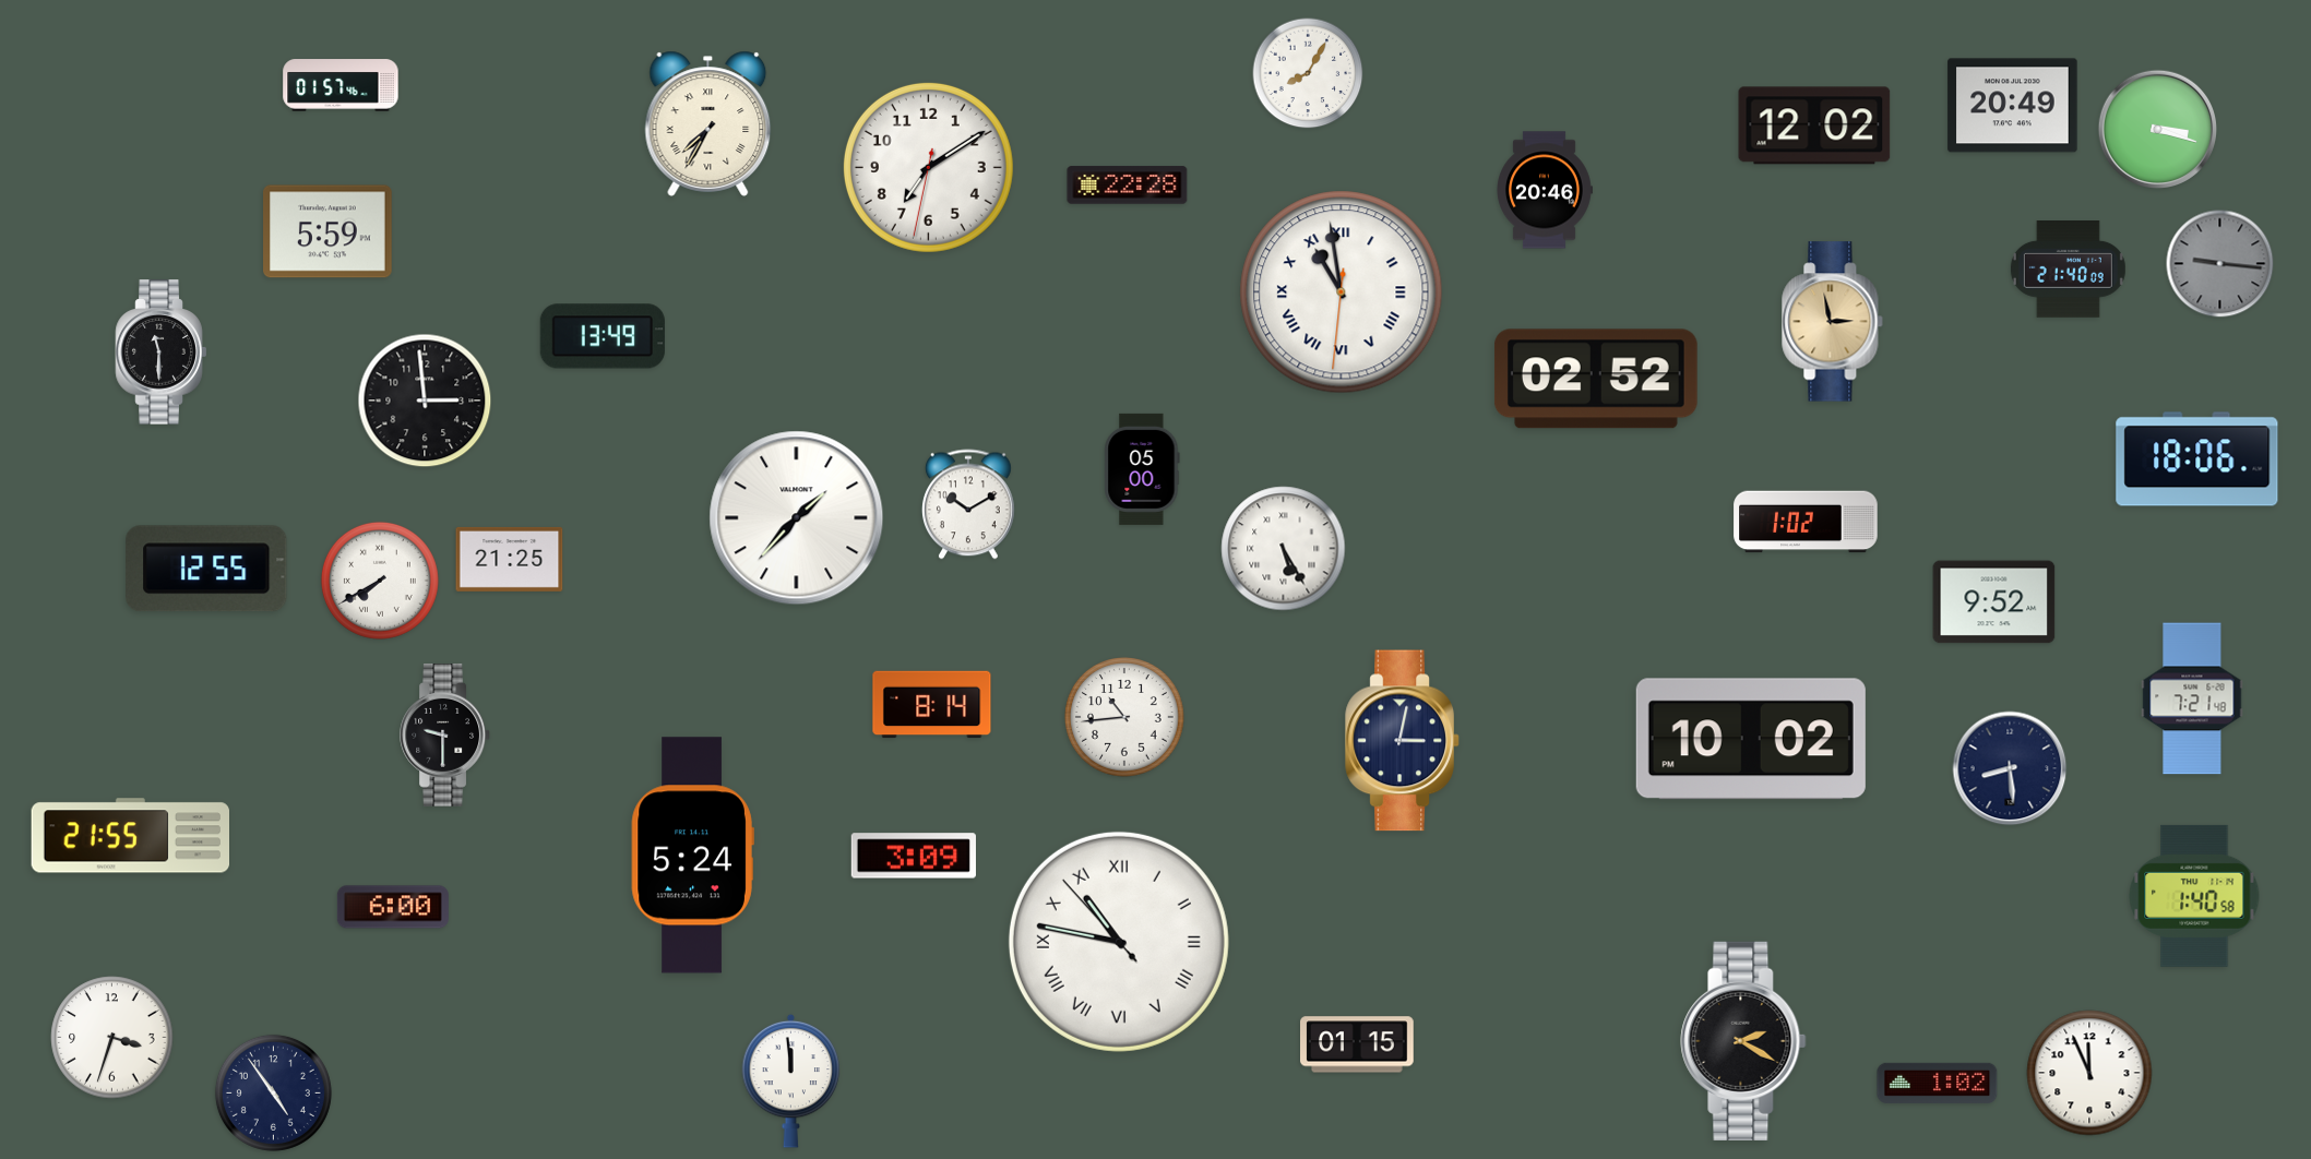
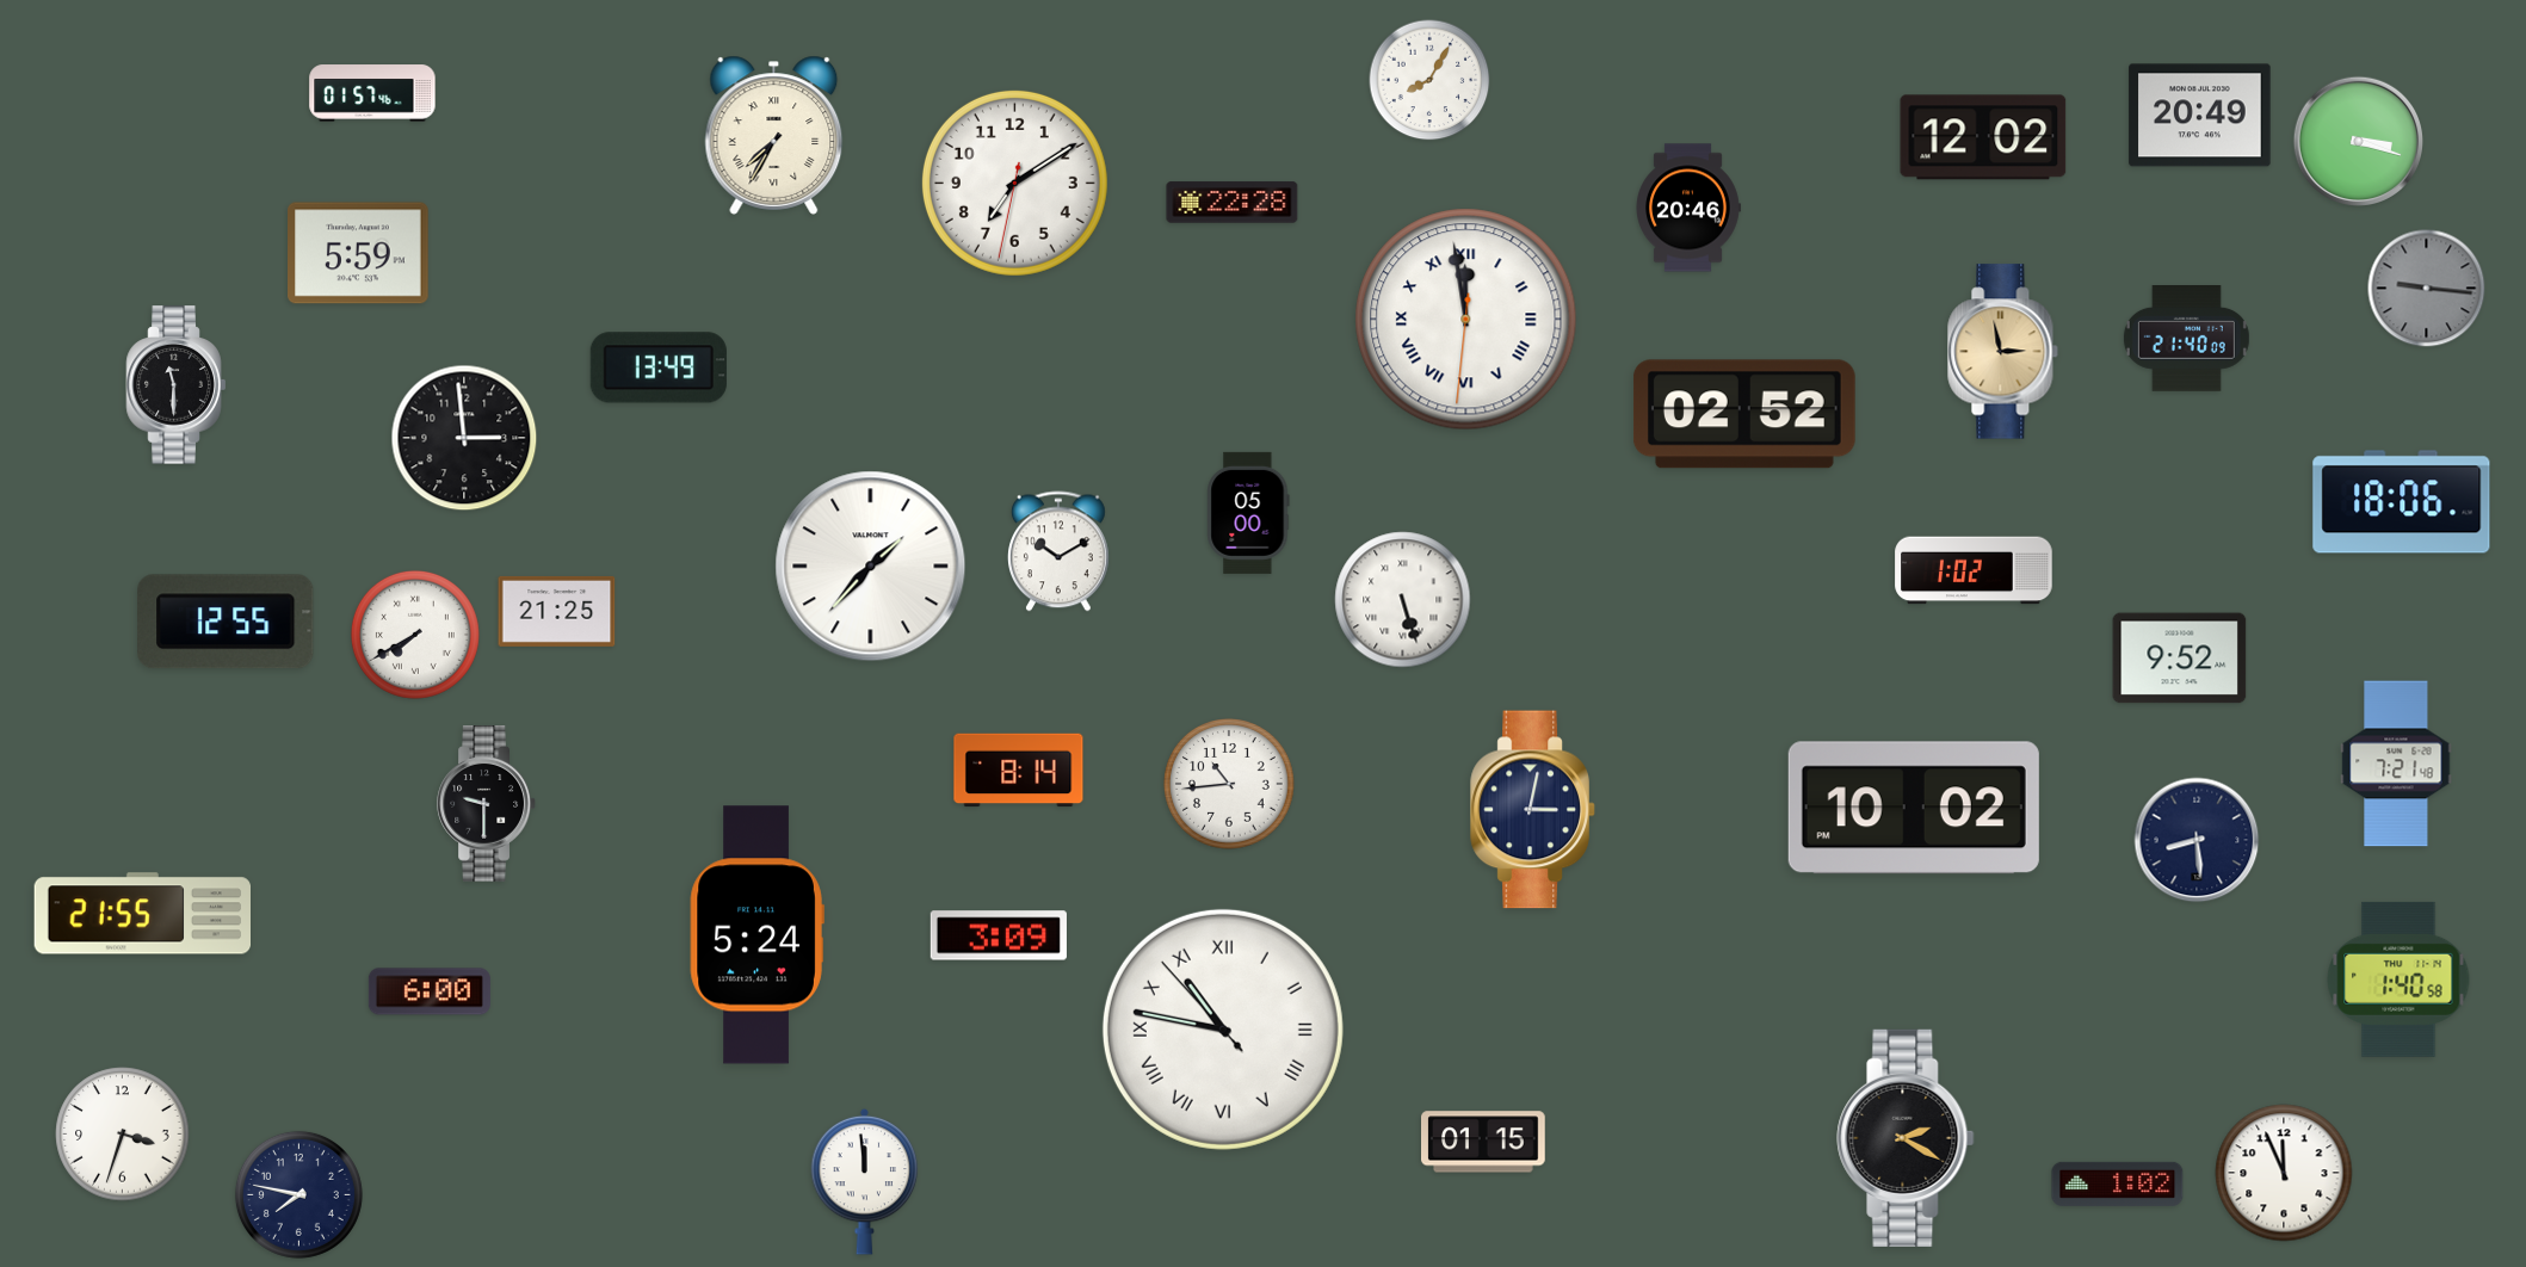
clock at (2068, 270) position: (2068, 270) -> (2186, 339)
clock at (1342, 292): 10:58 -> 11:58
clock at (1284, 549): 5:25 -> 5:27
clock at (273, 1092): 4:54 -> 7:47
